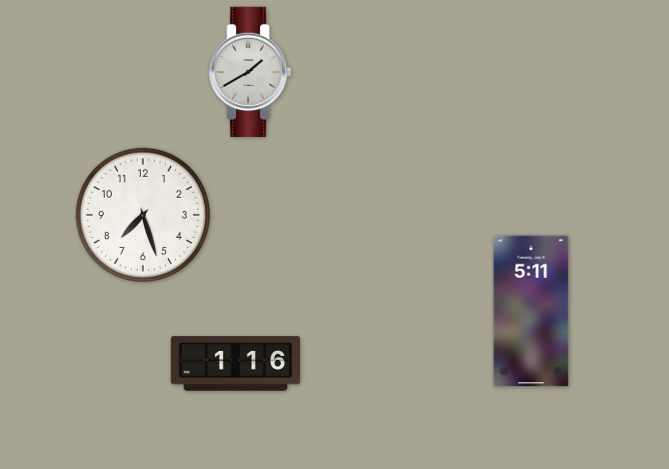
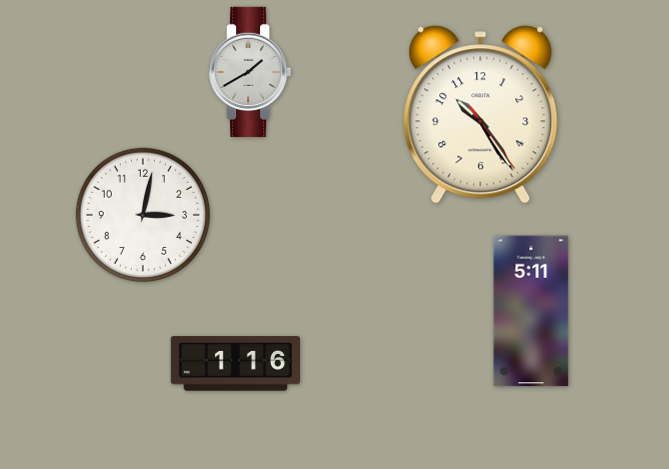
clock at (481, 115): none -> 10:24
clock at (143, 215): 7:27 -> 3:02
